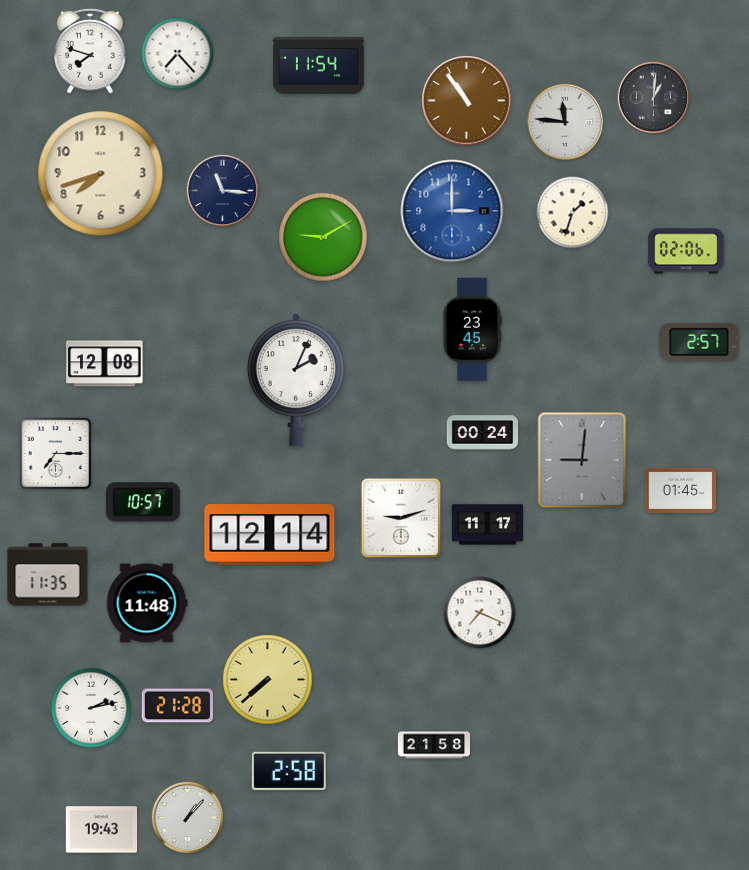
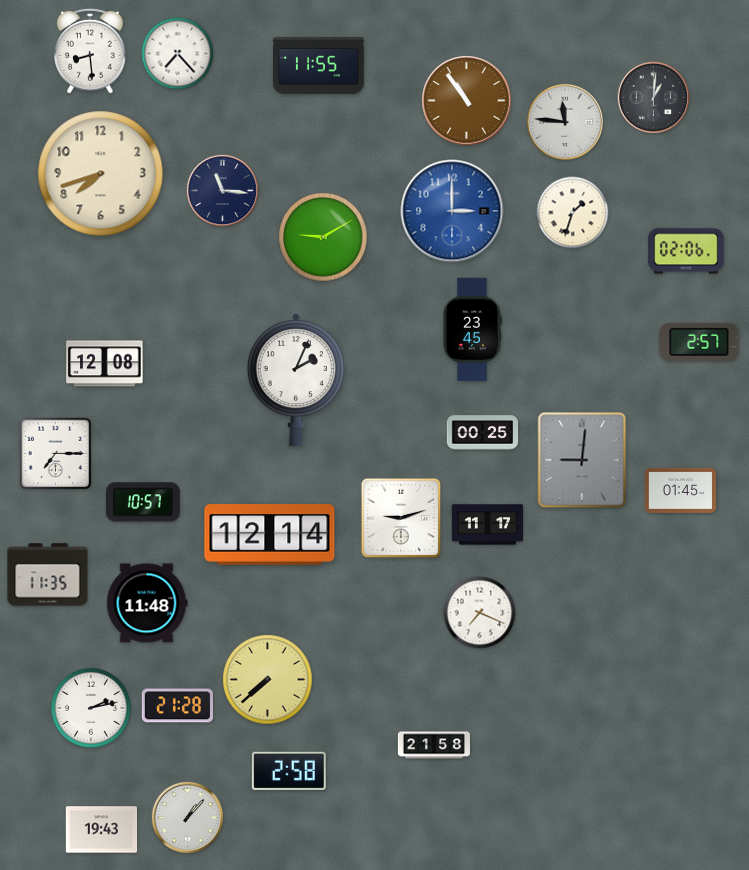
clock at (91, 51): 7:48 -> 8:29
clock at (319, 66): 11:54 -> 11:55
clock at (483, 433): 00:24 -> 00:25
